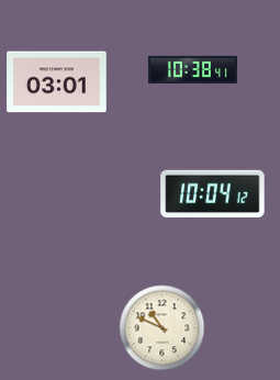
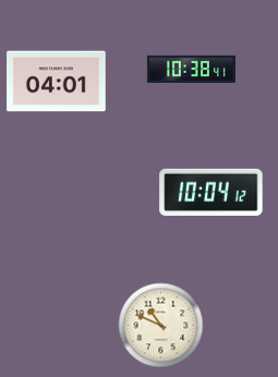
clock at (57, 82): 03:01 -> 04:01
